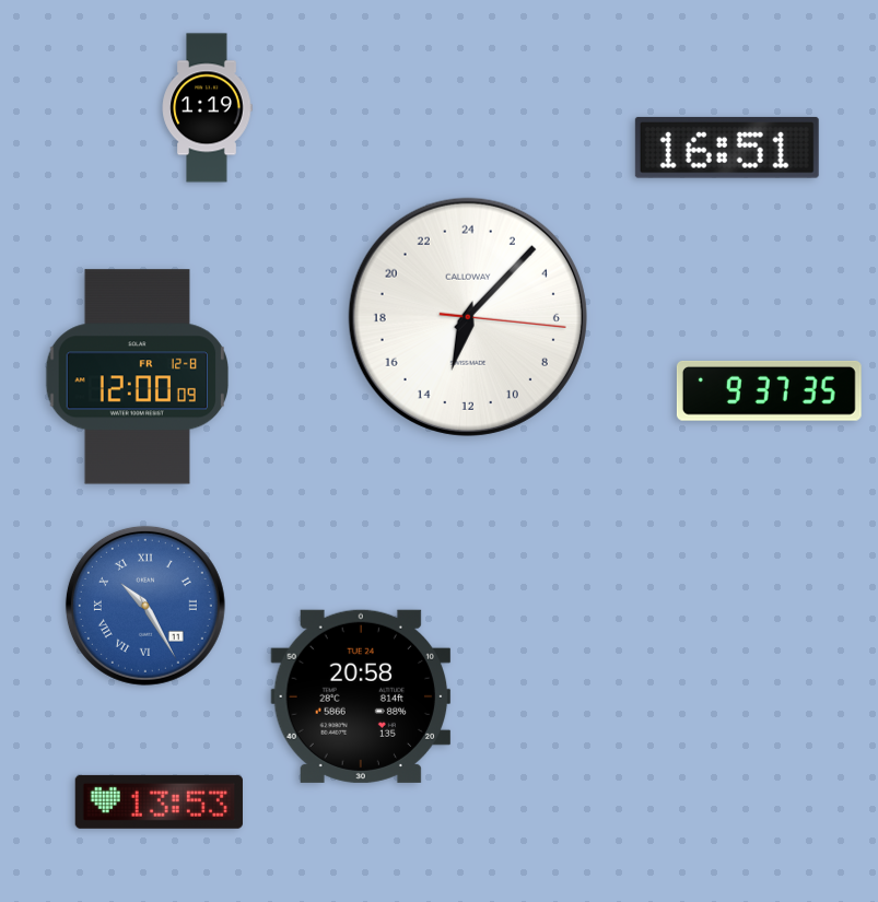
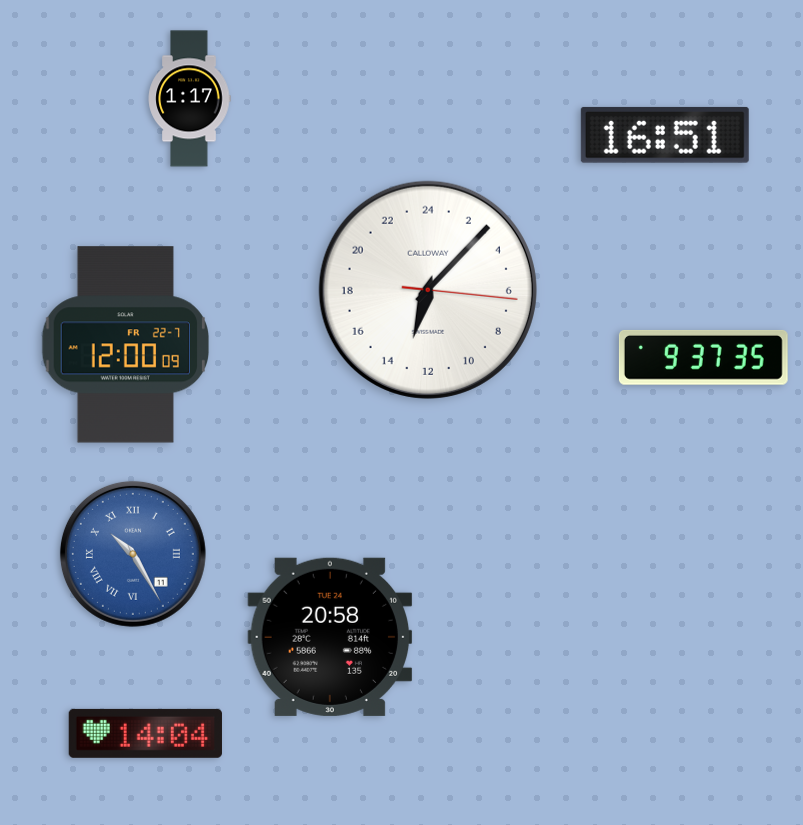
clock at (207, 108): 1:19 -> 1:17
clock at (137, 377) date: FR 12-8 -> FR 22-7
clock at (159, 801): 13:53 -> 14:04
